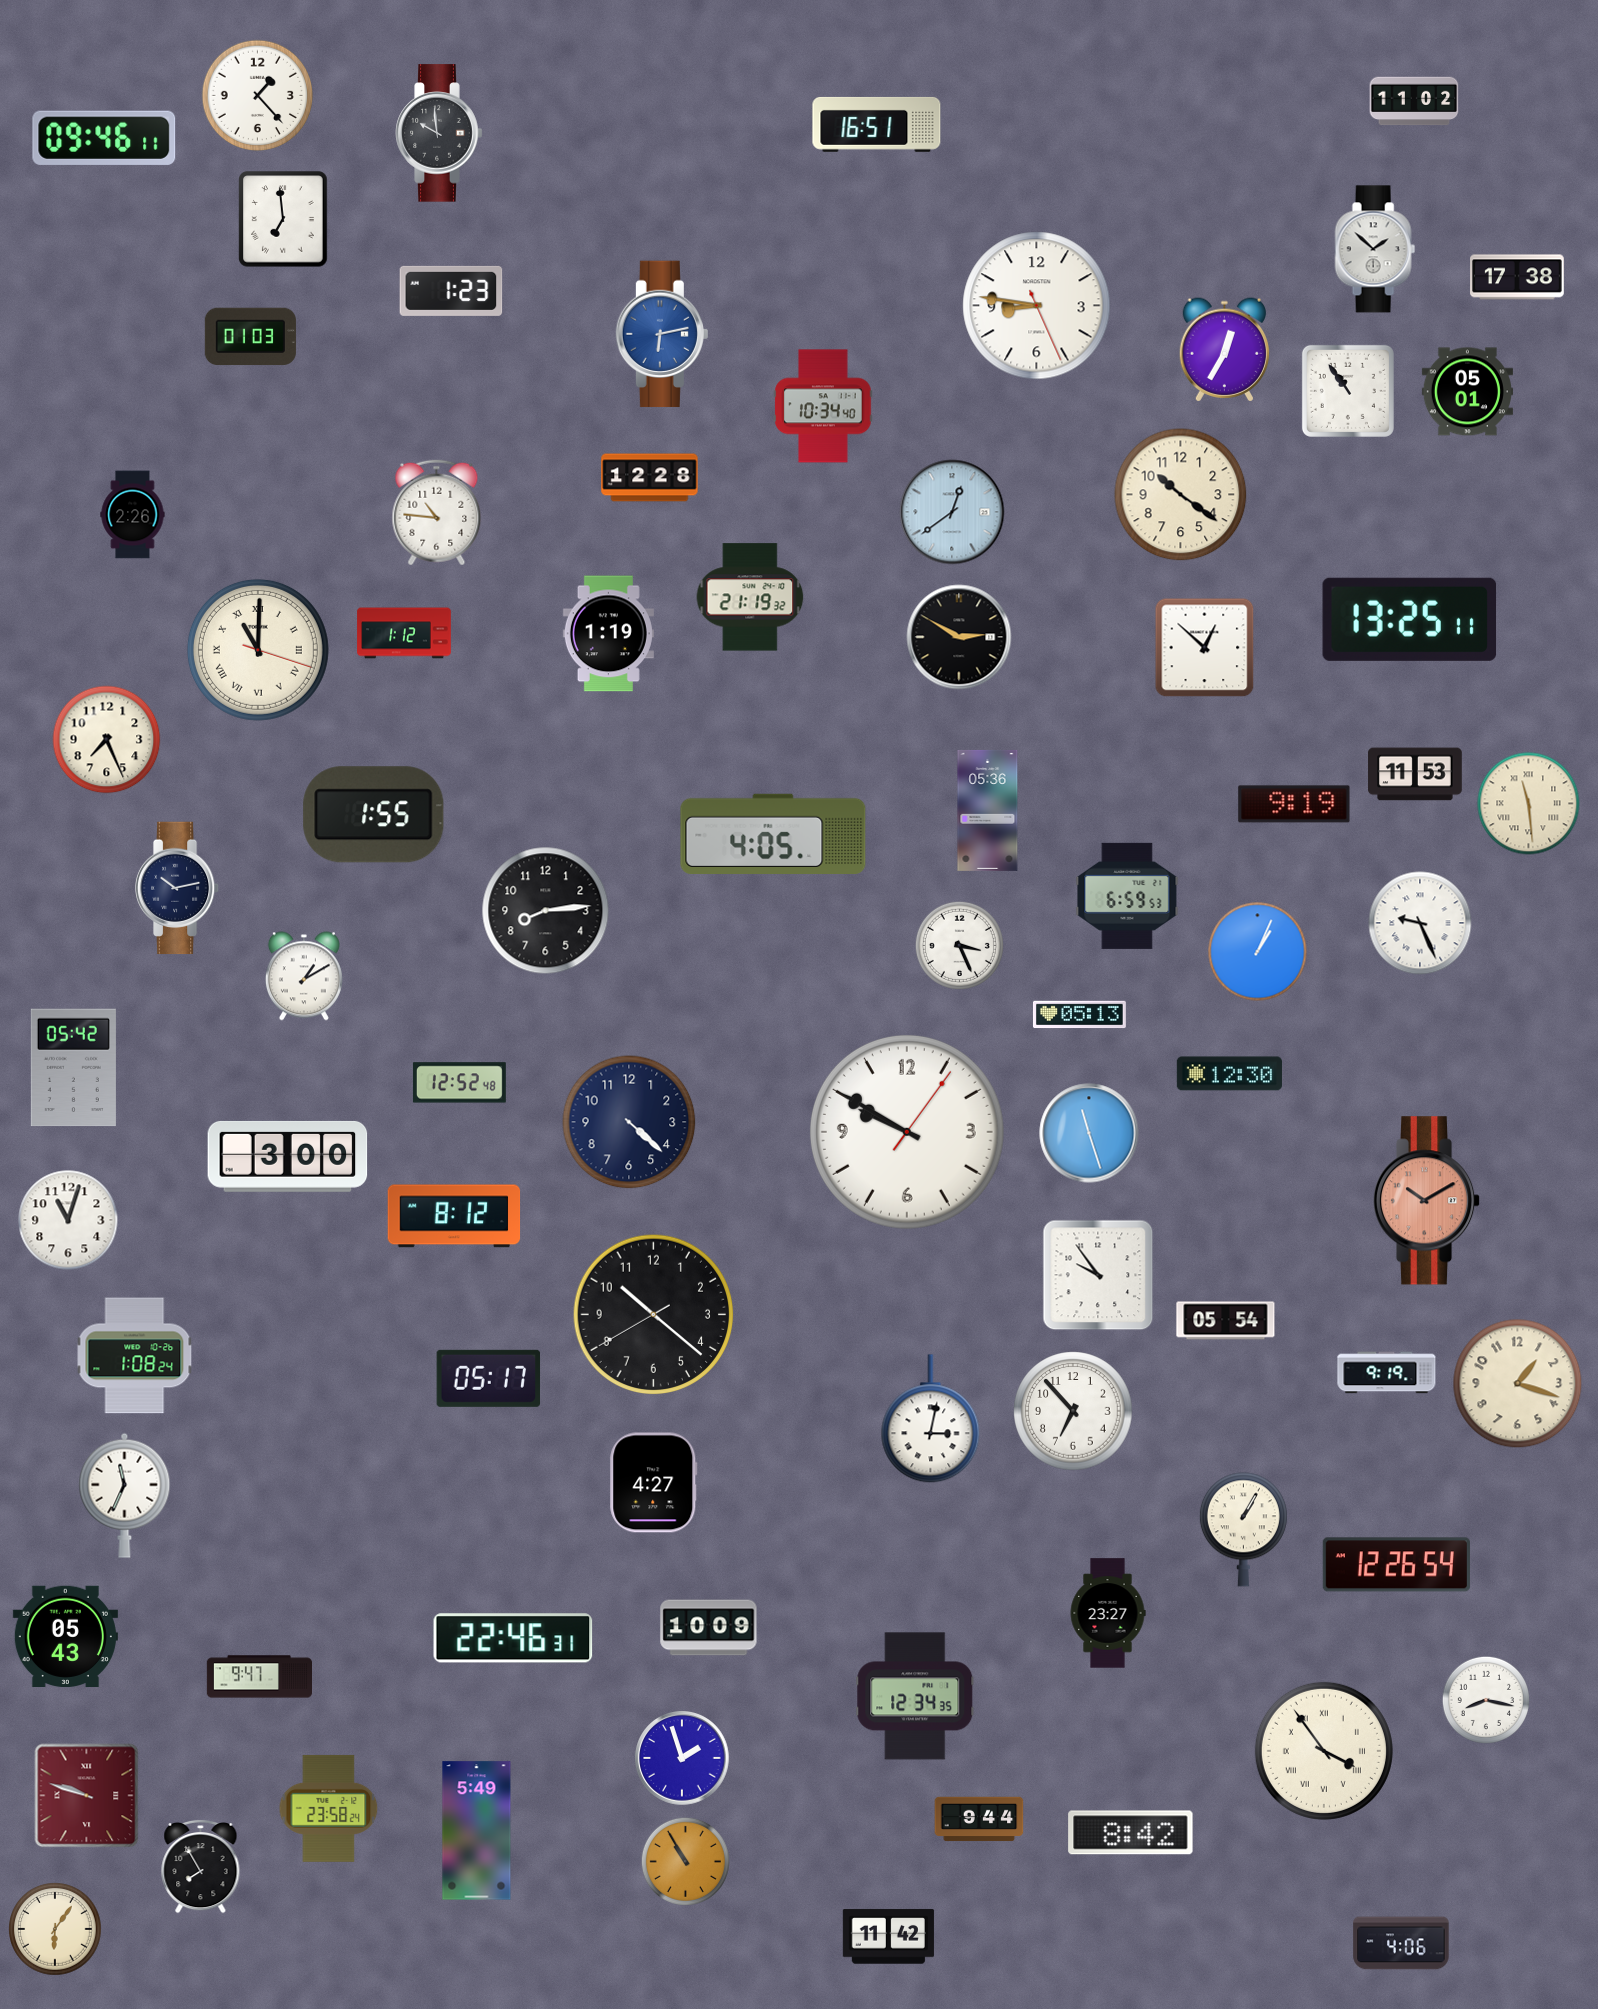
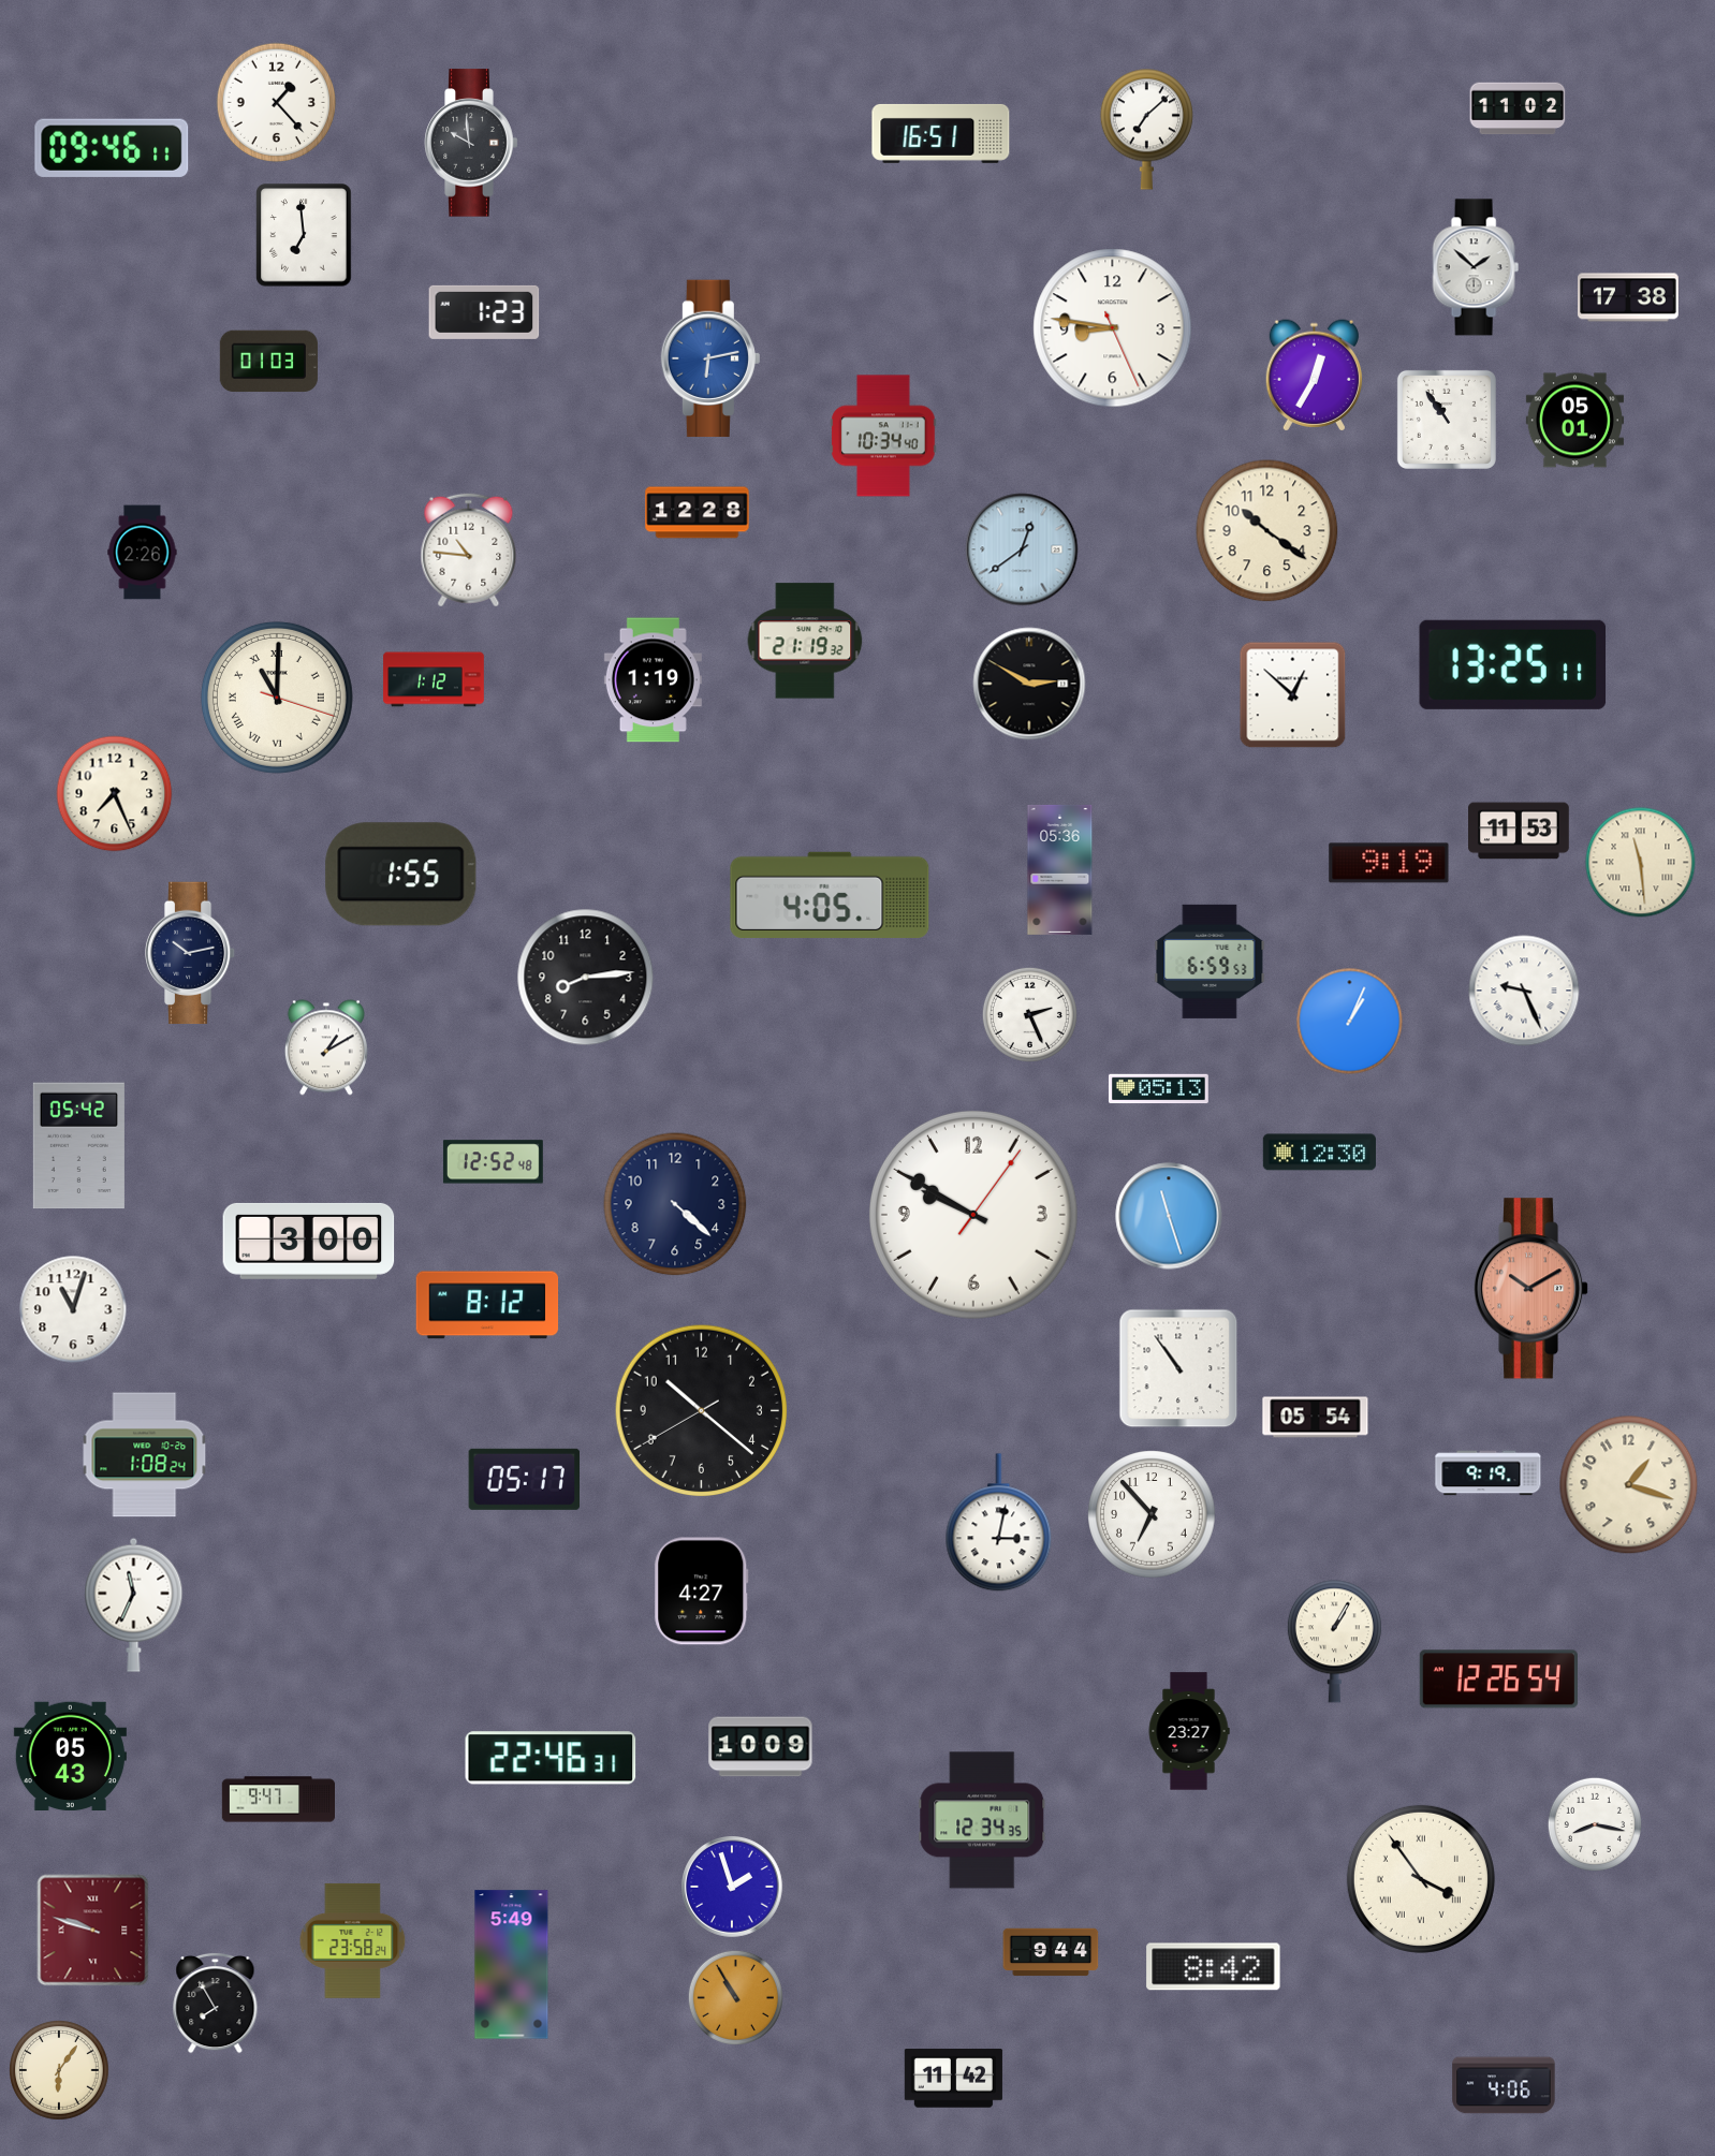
clock at (1146, 129): none -> 7:08
clock at (959, 945): 3:26 -> 2:26
clock at (1098, 1275): 9:54 -> 10:54
clock at (87, 1796) position: (87, 1796) -> (93, 1931)
